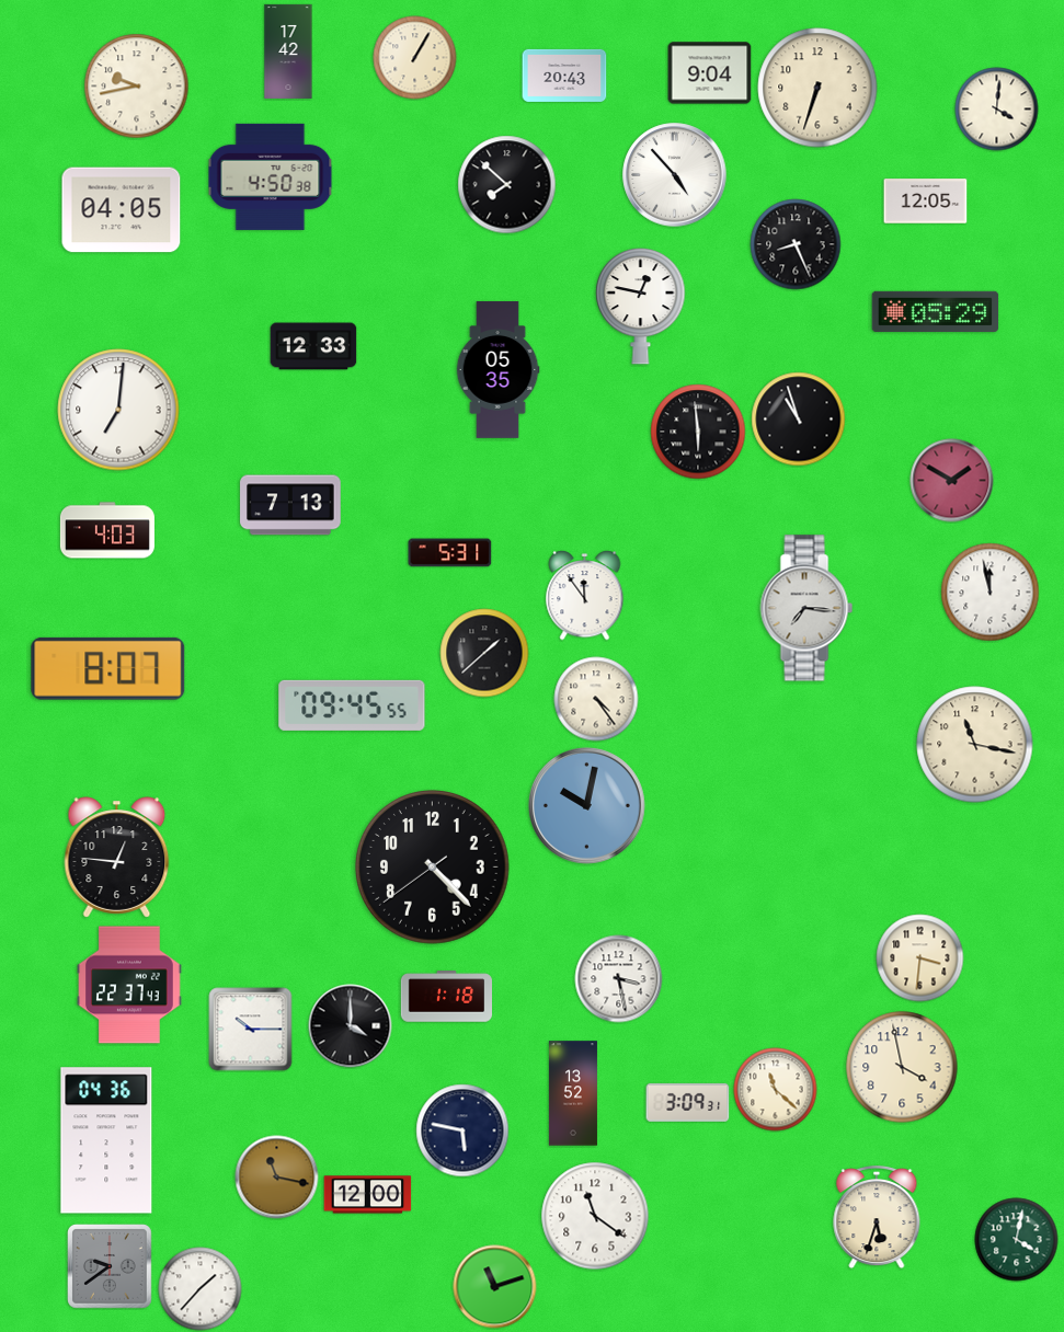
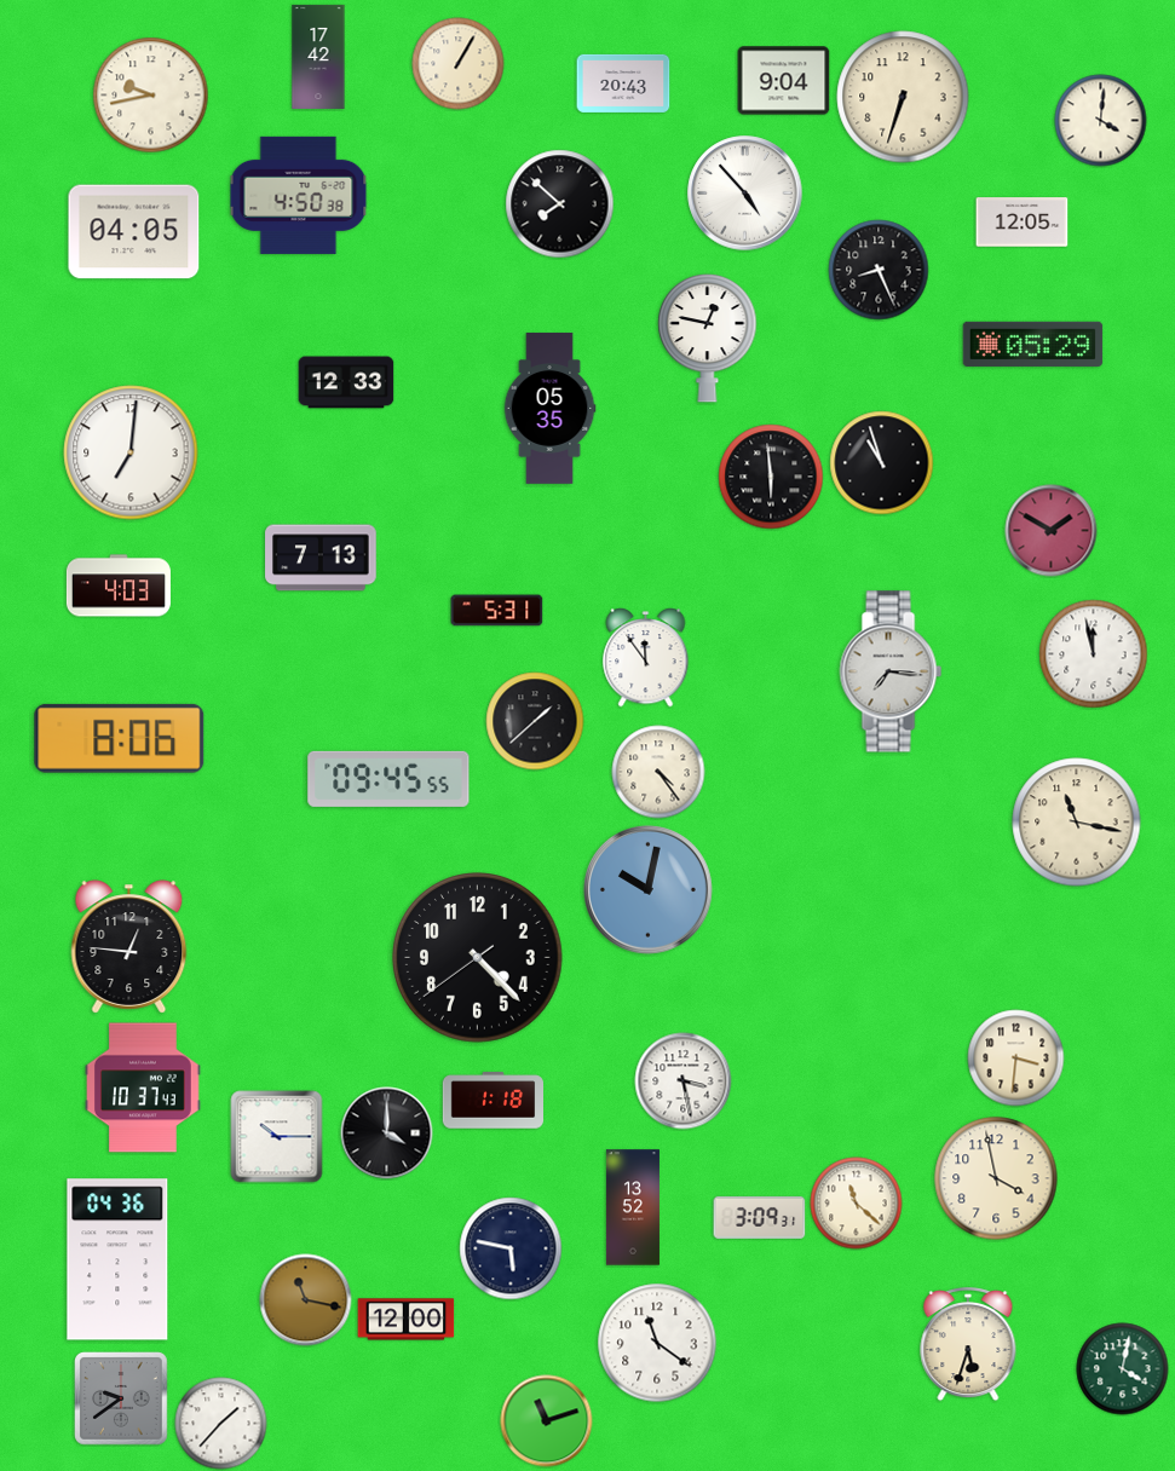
clock at (108, 668): 8:07 -> 8:06
clock at (130, 985): 22:37 -> 10:37
